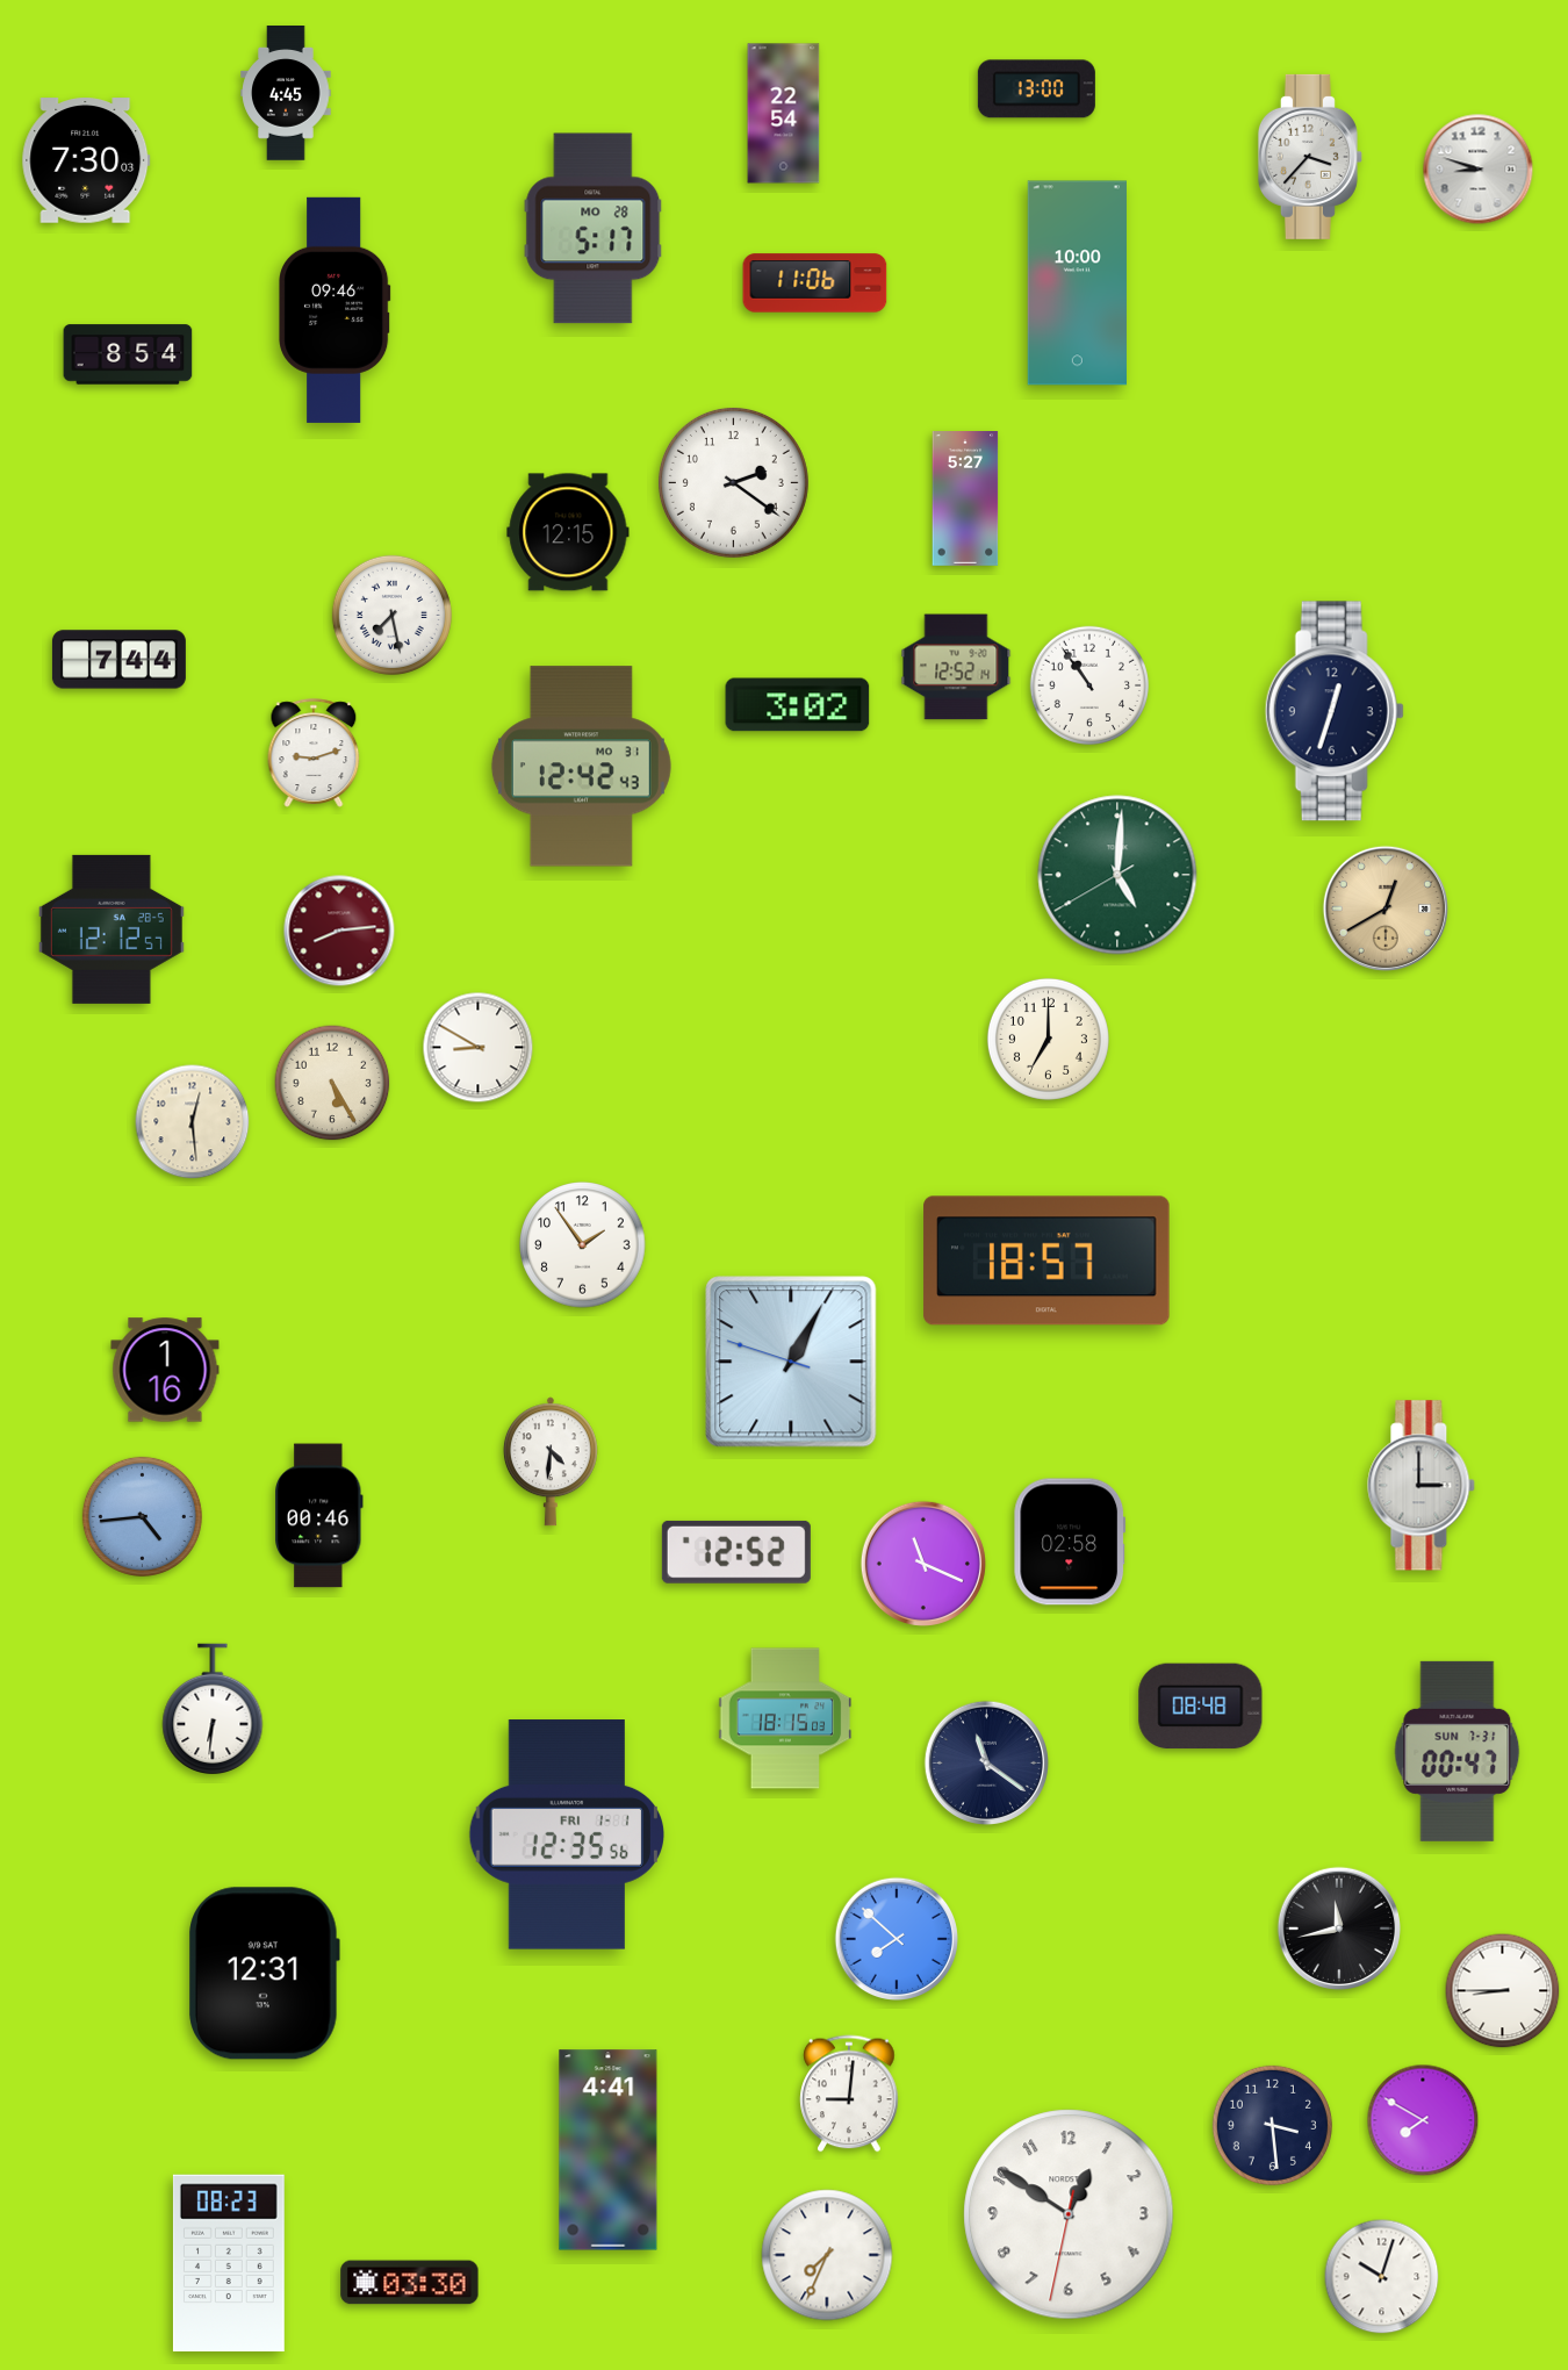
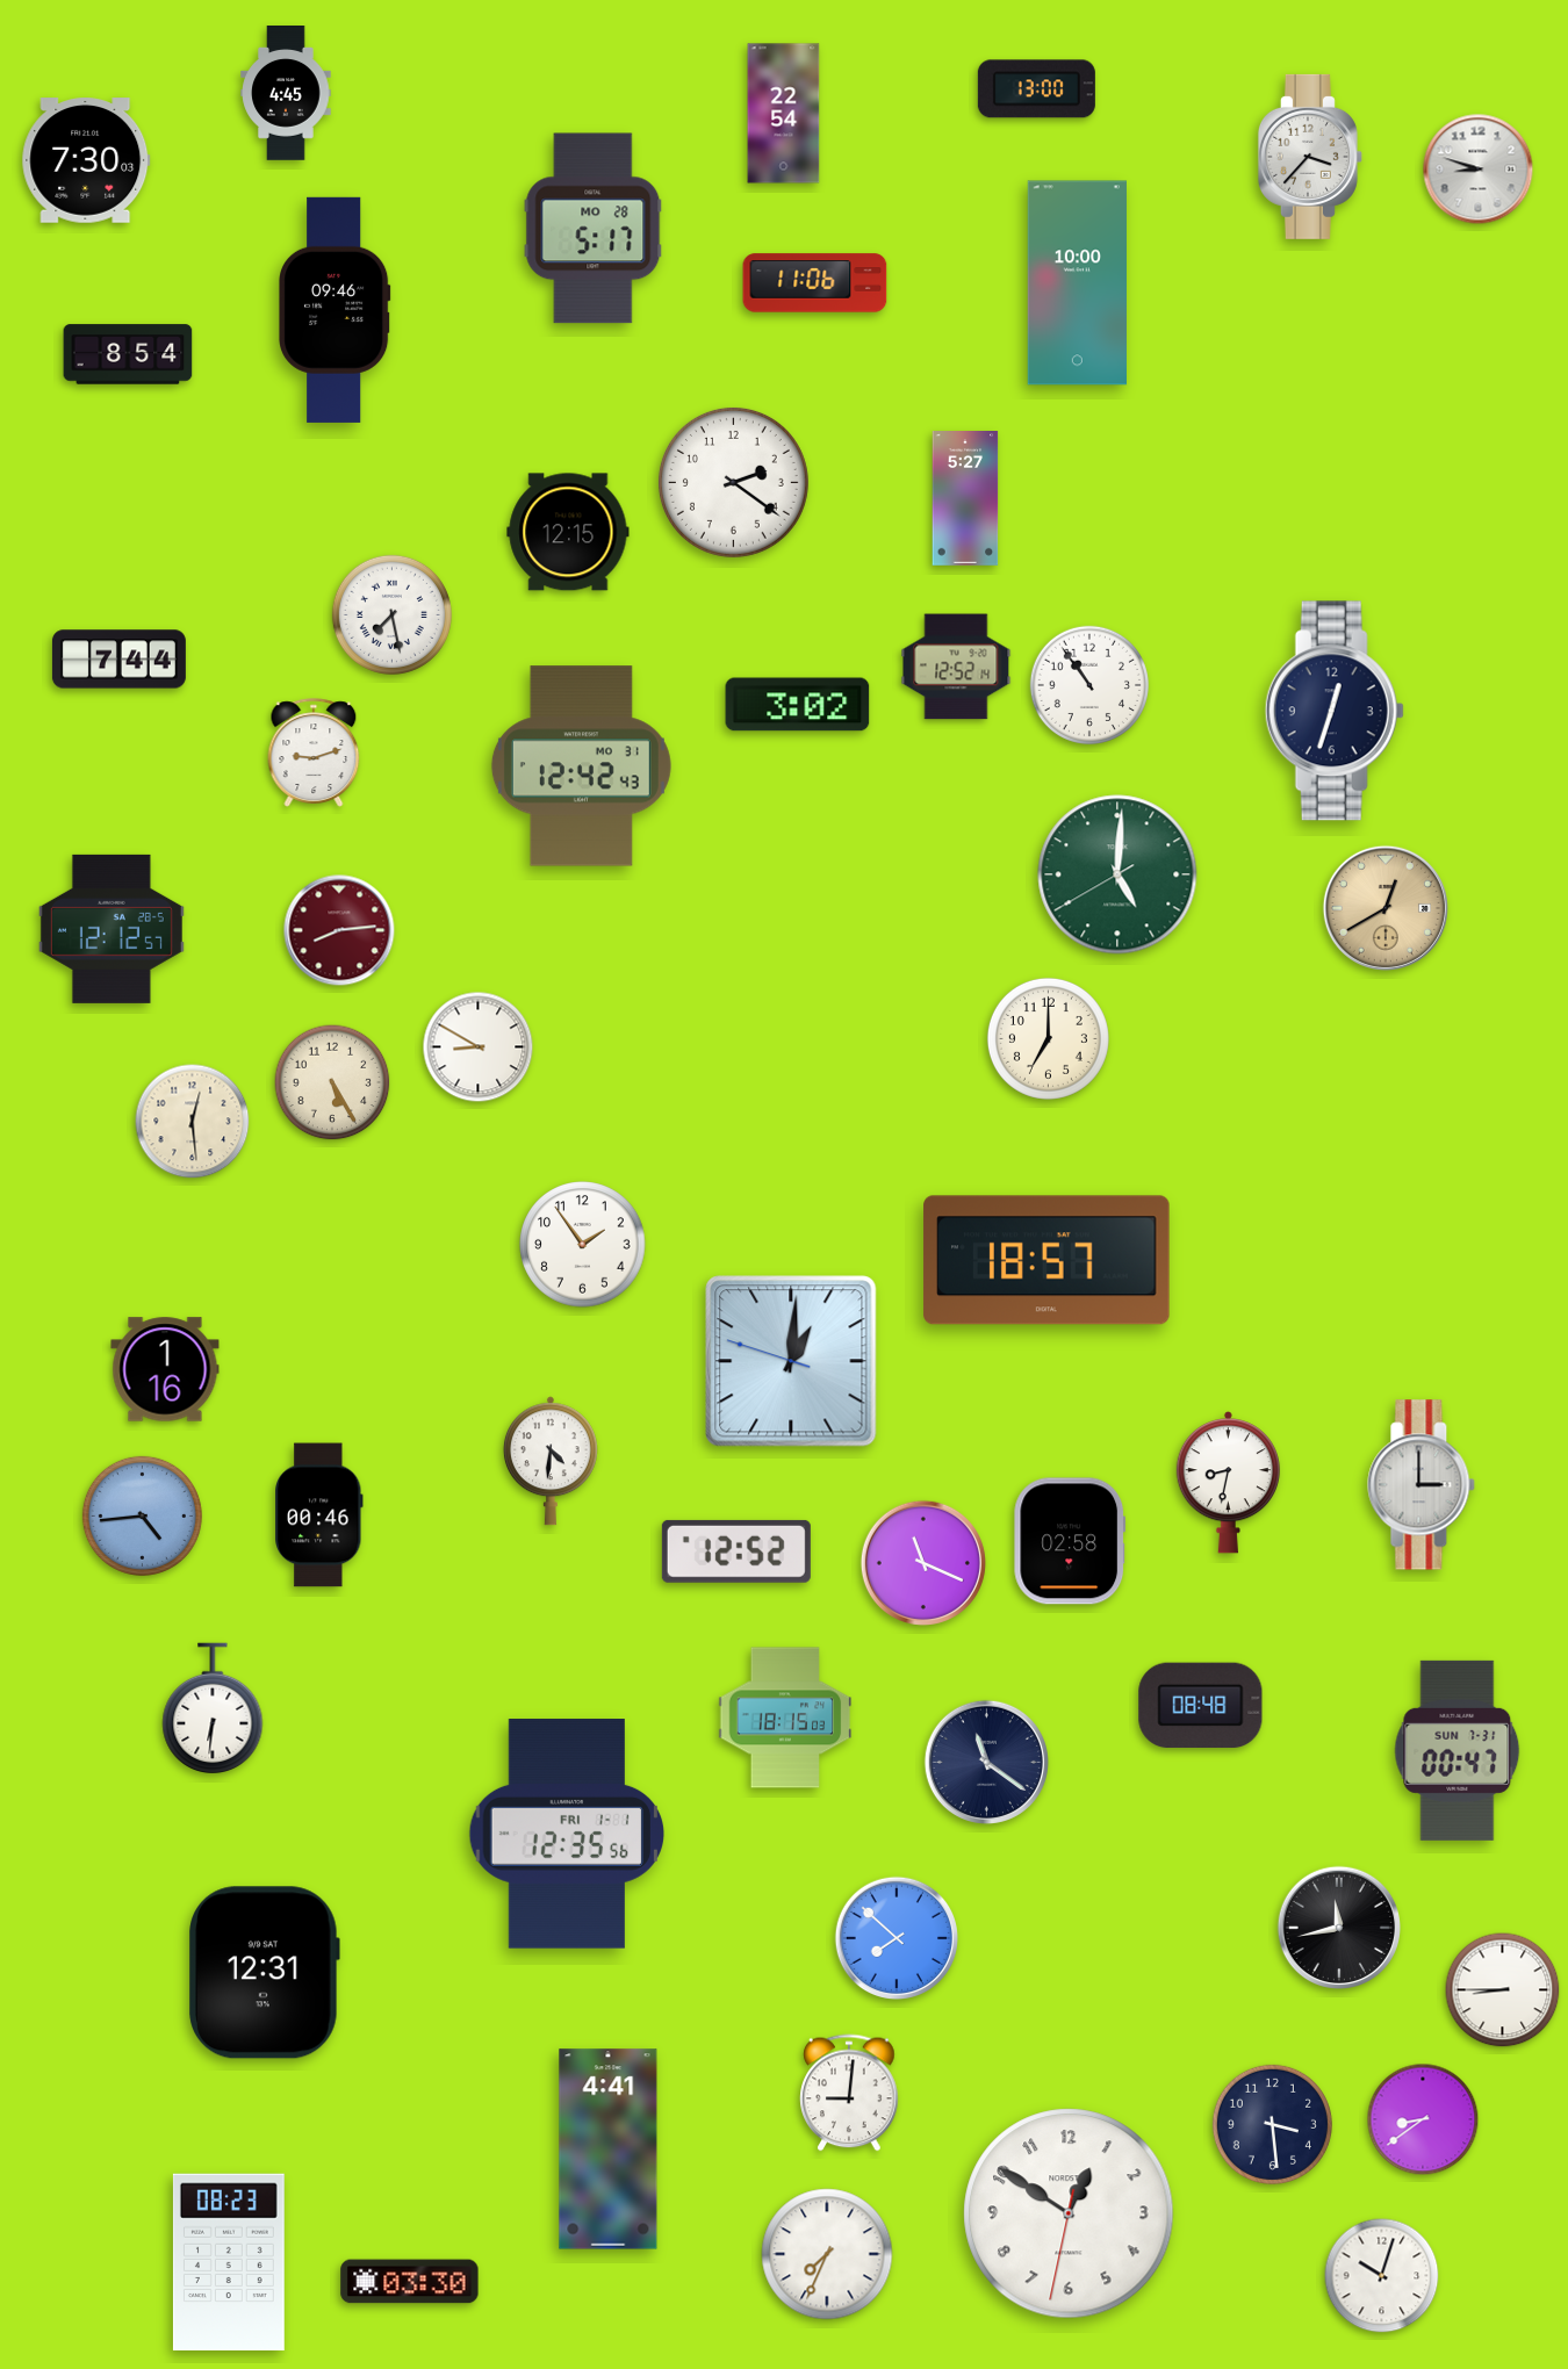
clock at (791, 1362): 1:04 -> 1:00
clock at (1228, 1483): none -> 8:32
clock at (1423, 2120): 7:50 -> 8:39
